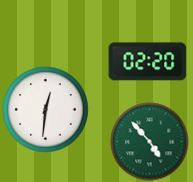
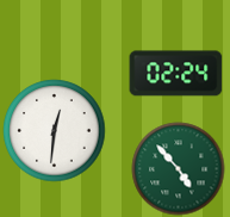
clock at (147, 62): 02:20 -> 02:24
